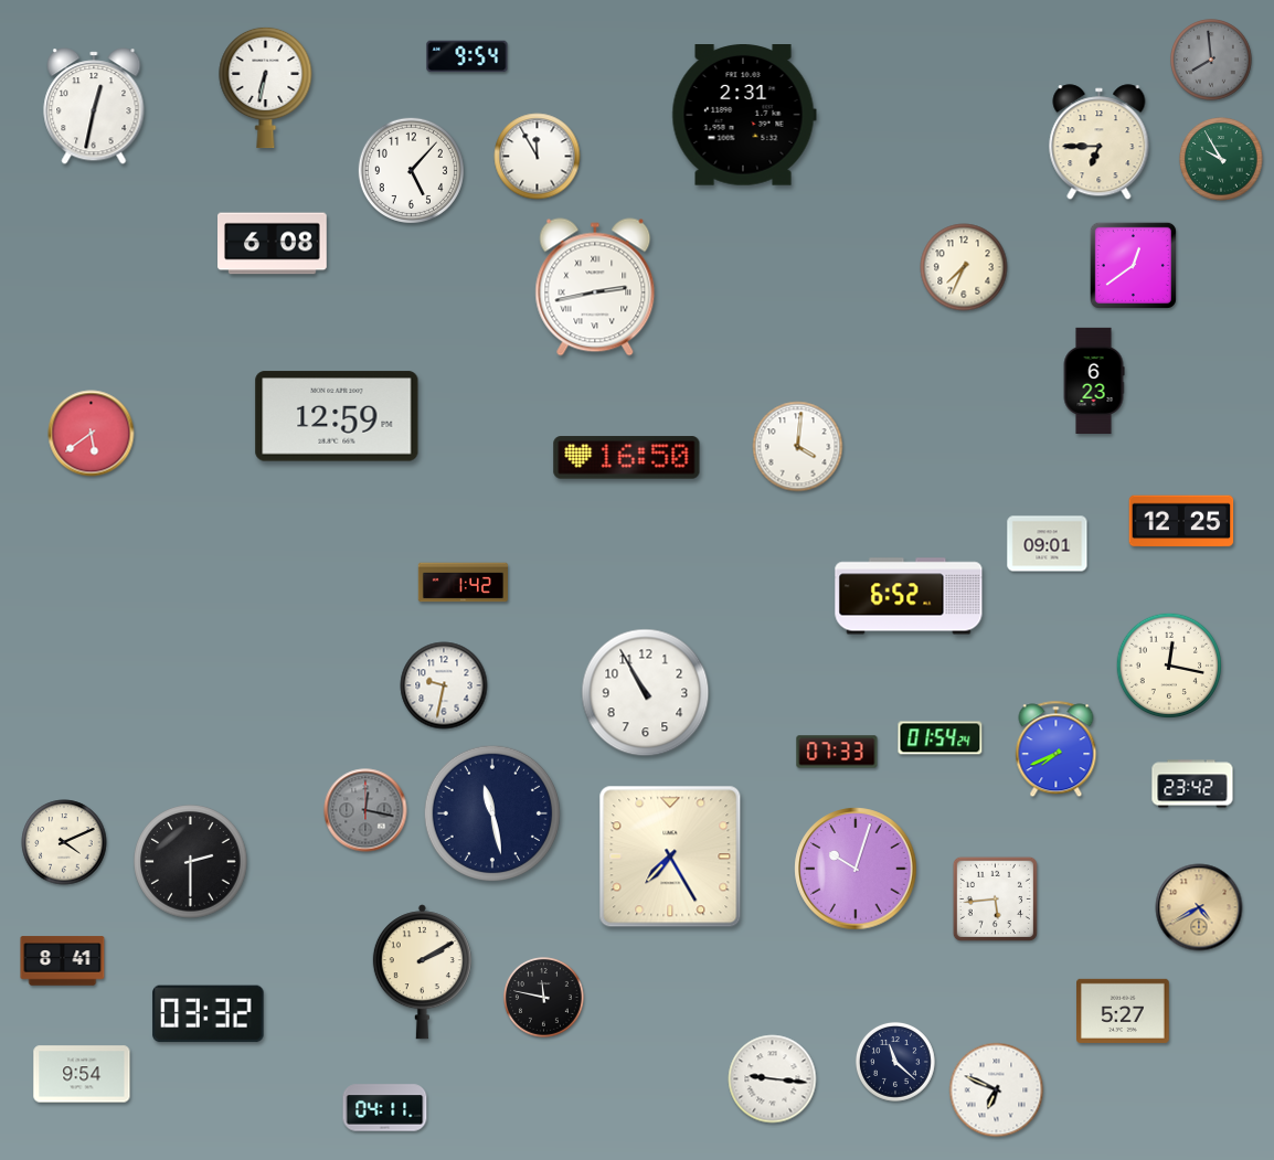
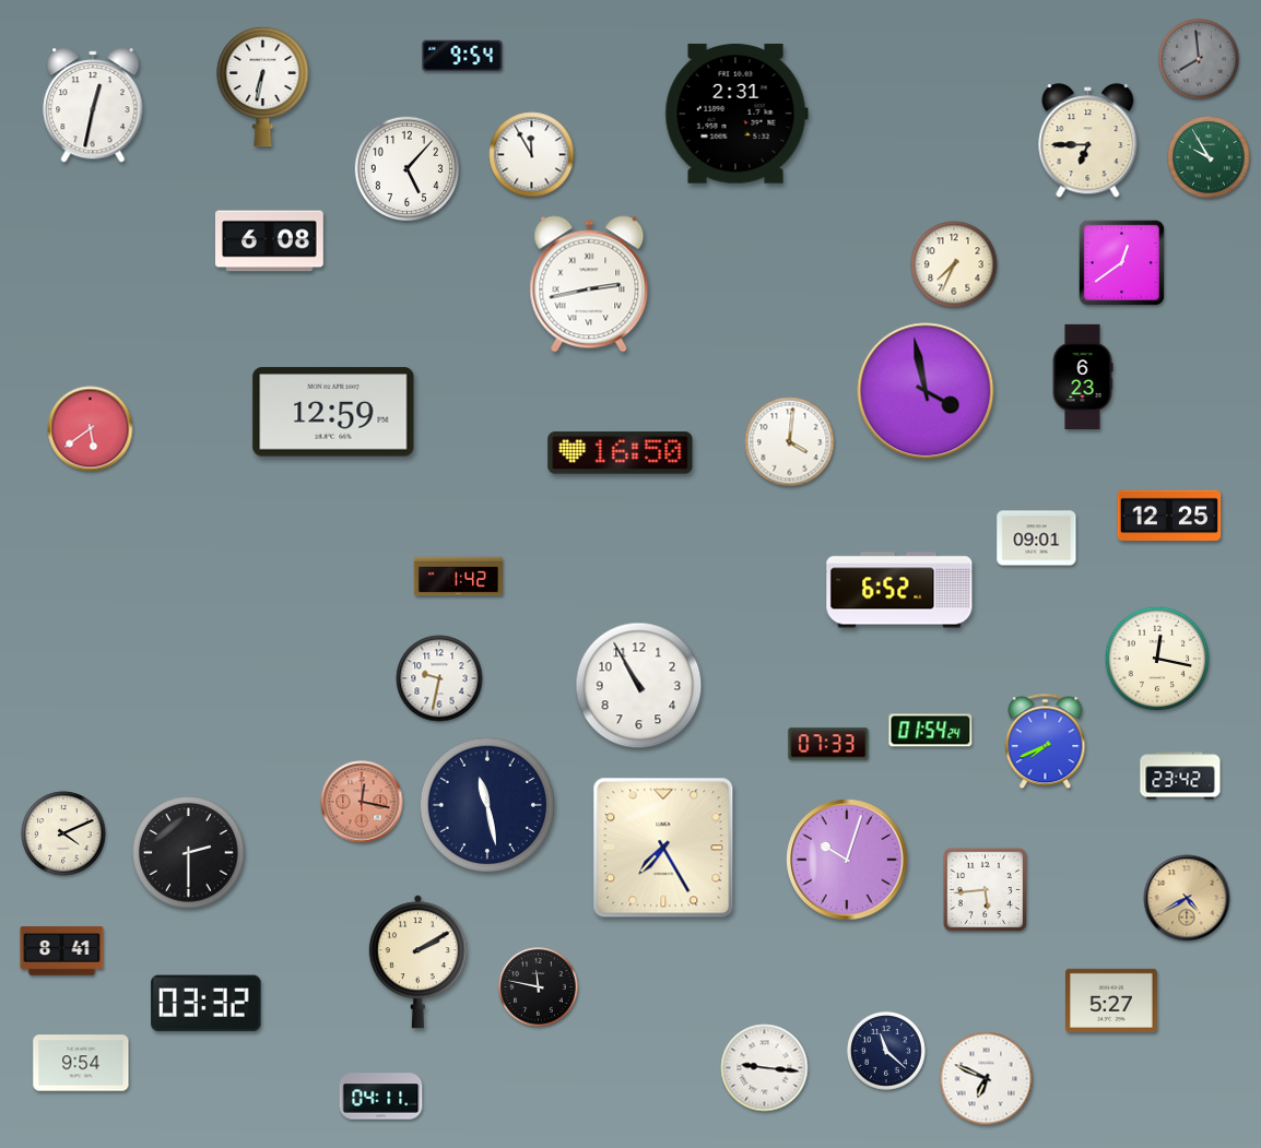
clock at (926, 391): none -> 3:58
clock at (365, 810) dial: grey -> salmon
